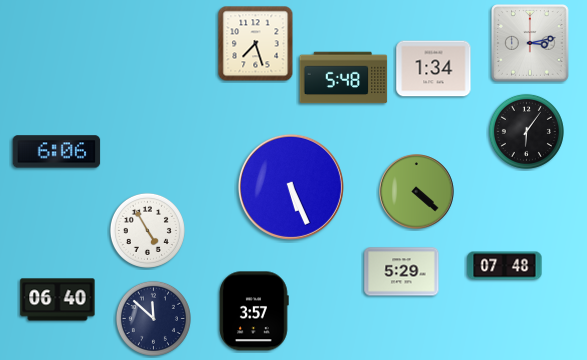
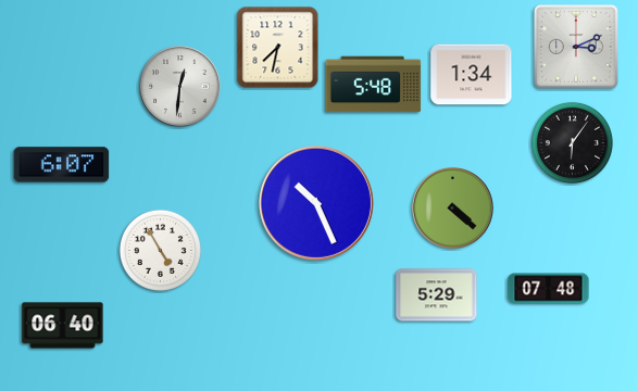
clock at (530, 43): 3:13 -> 3:11
clock at (256, 44): 7:27 -> 7:32
clock at (180, 87): none -> 12:31
clock at (57, 152): 6:06 -> 6:07
clock at (291, 187): 5:26 -> 10:26
clock at (254, 311): 3:57 -> none
clock at (153, 318): 11:52 -> none
